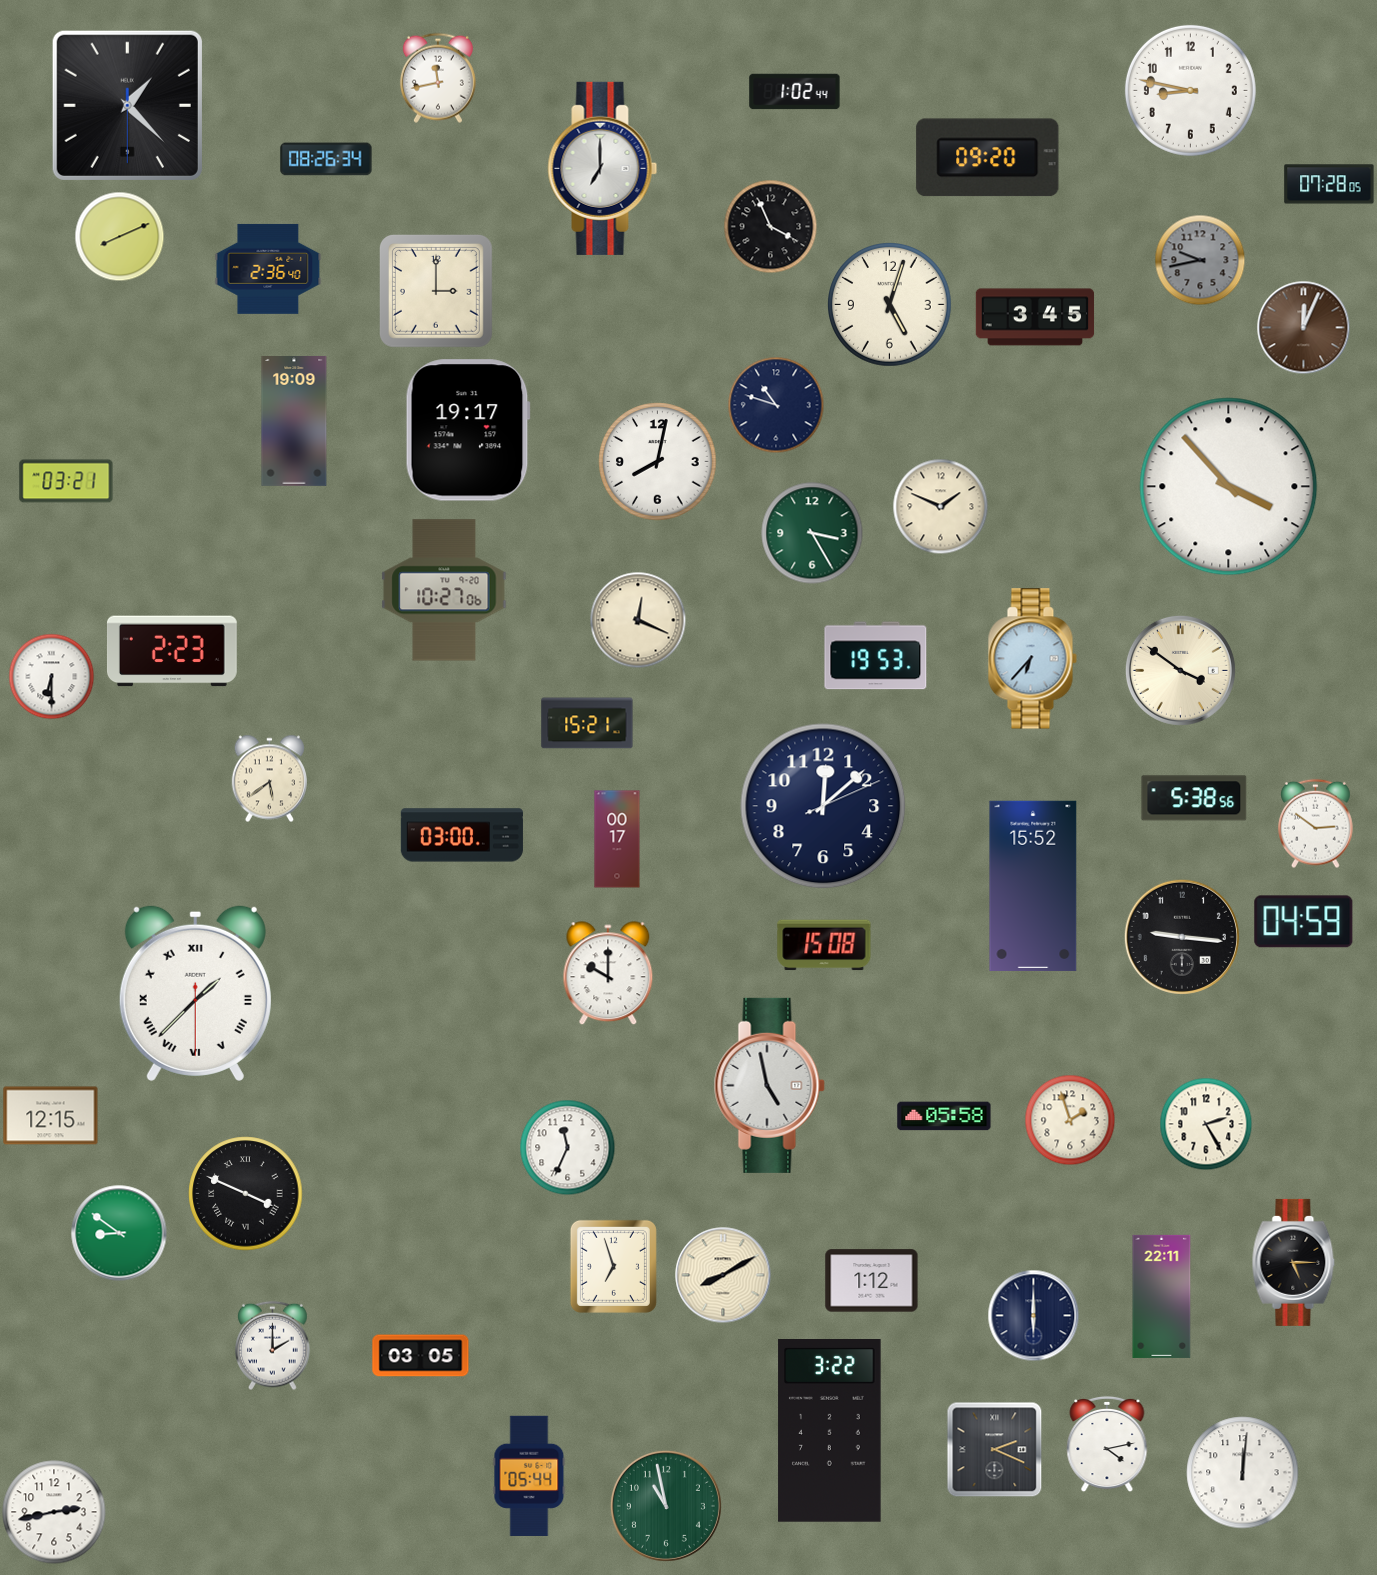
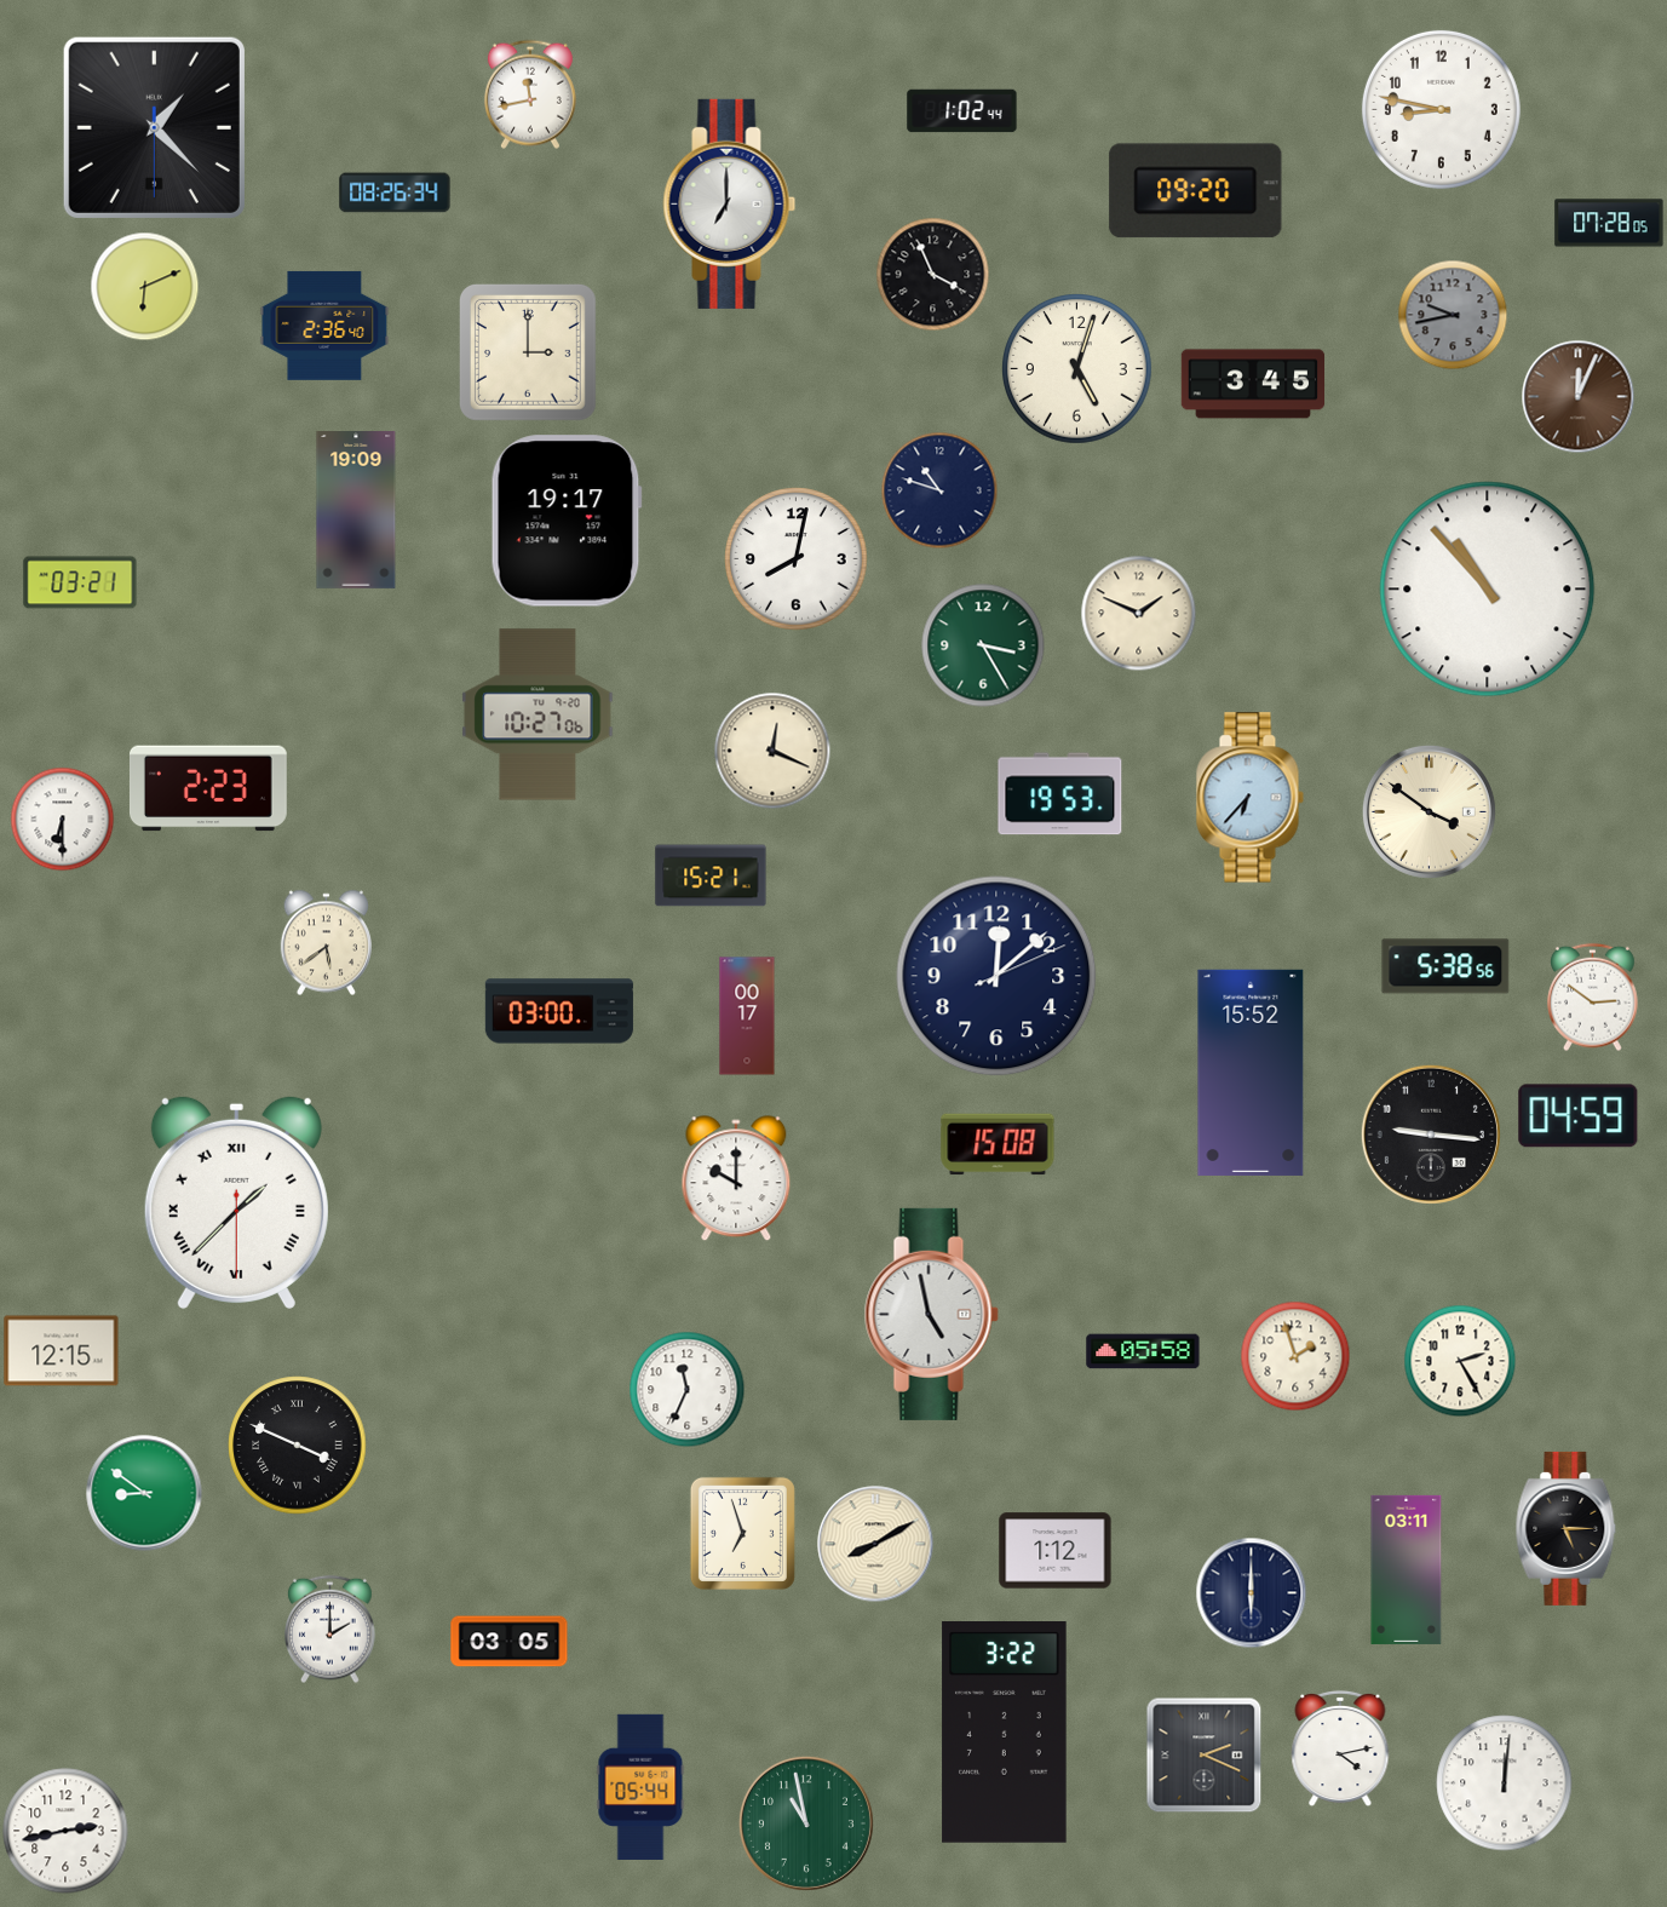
clock at (119, 236): 8:11 -> 6:11
clock at (1229, 487): 3:53 -> 10:53
clock at (1162, 1296): 22:11 -> 03:11
